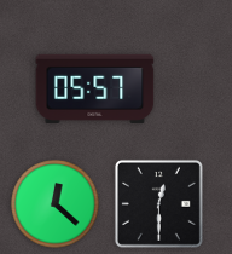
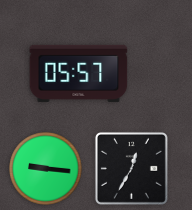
clock at (158, 203): 12:30 -> 12:35
clock at (56, 204): 12:22 -> 9:16
